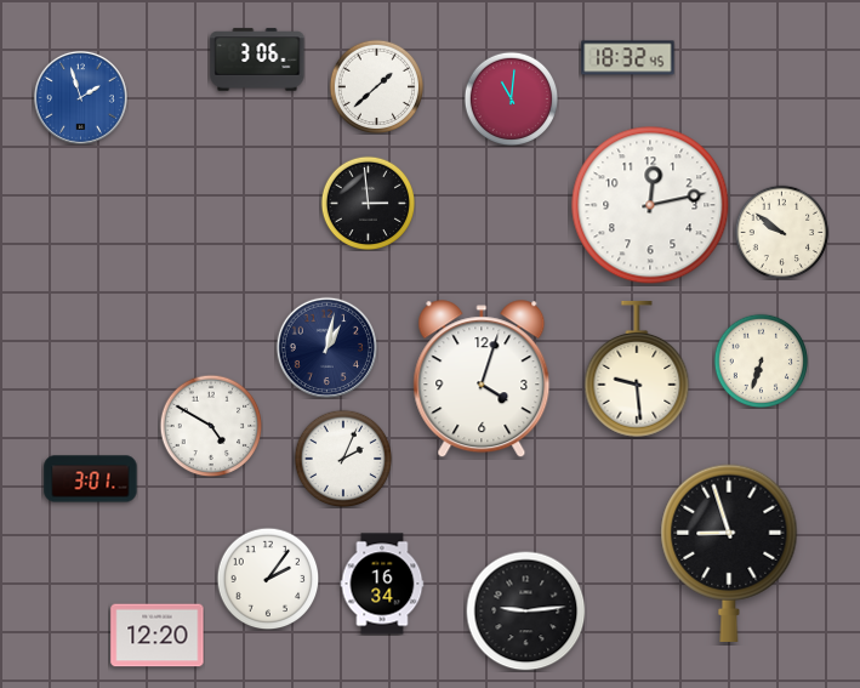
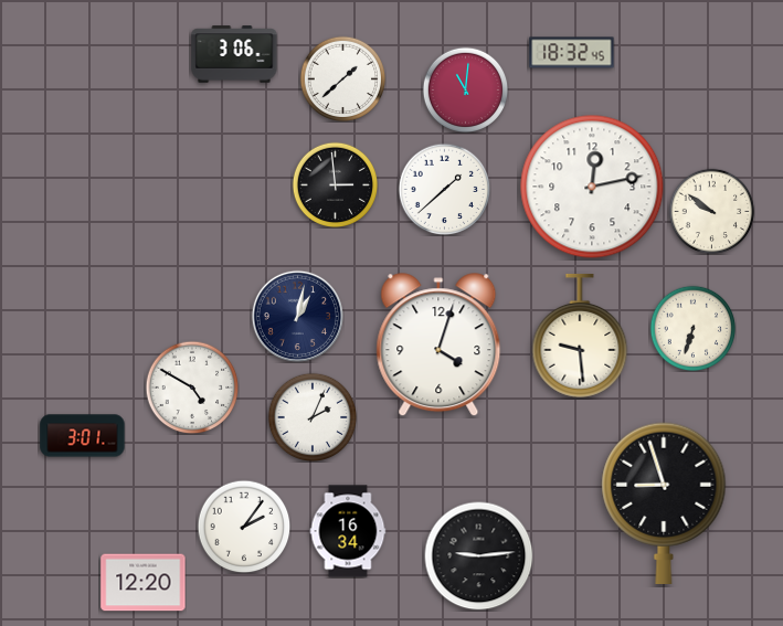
clock at (80, 97): 1:57 -> none
clock at (444, 189): none -> 1:38
clock at (158, 636) position: (158, 636) -> (144, 583)
